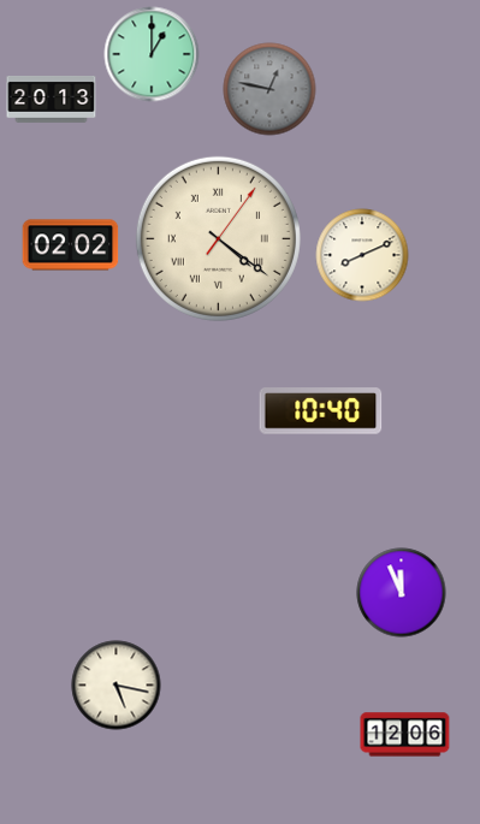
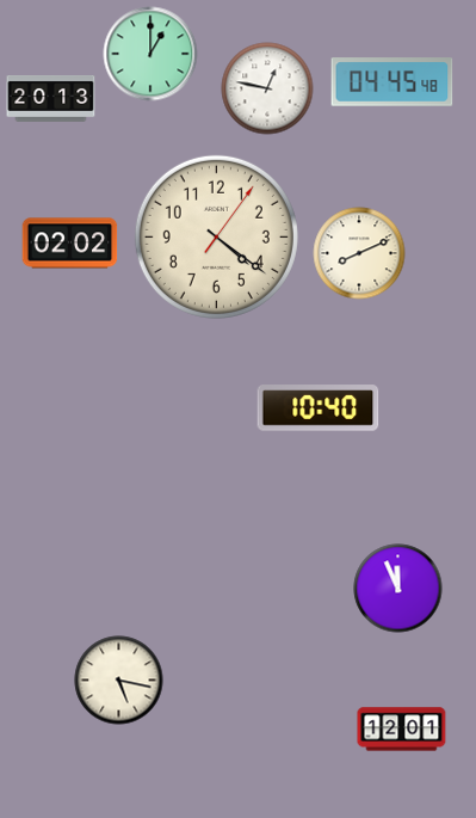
clock at (392, 82): none -> 04:45
clock at (269, 89) dial: grey -> white
clock at (218, 238) numerals: Roman -> Arabic
clock at (117, 686) position: (117, 686) -> (119, 681)
clock at (405, 735): 12:06 -> 12:01
